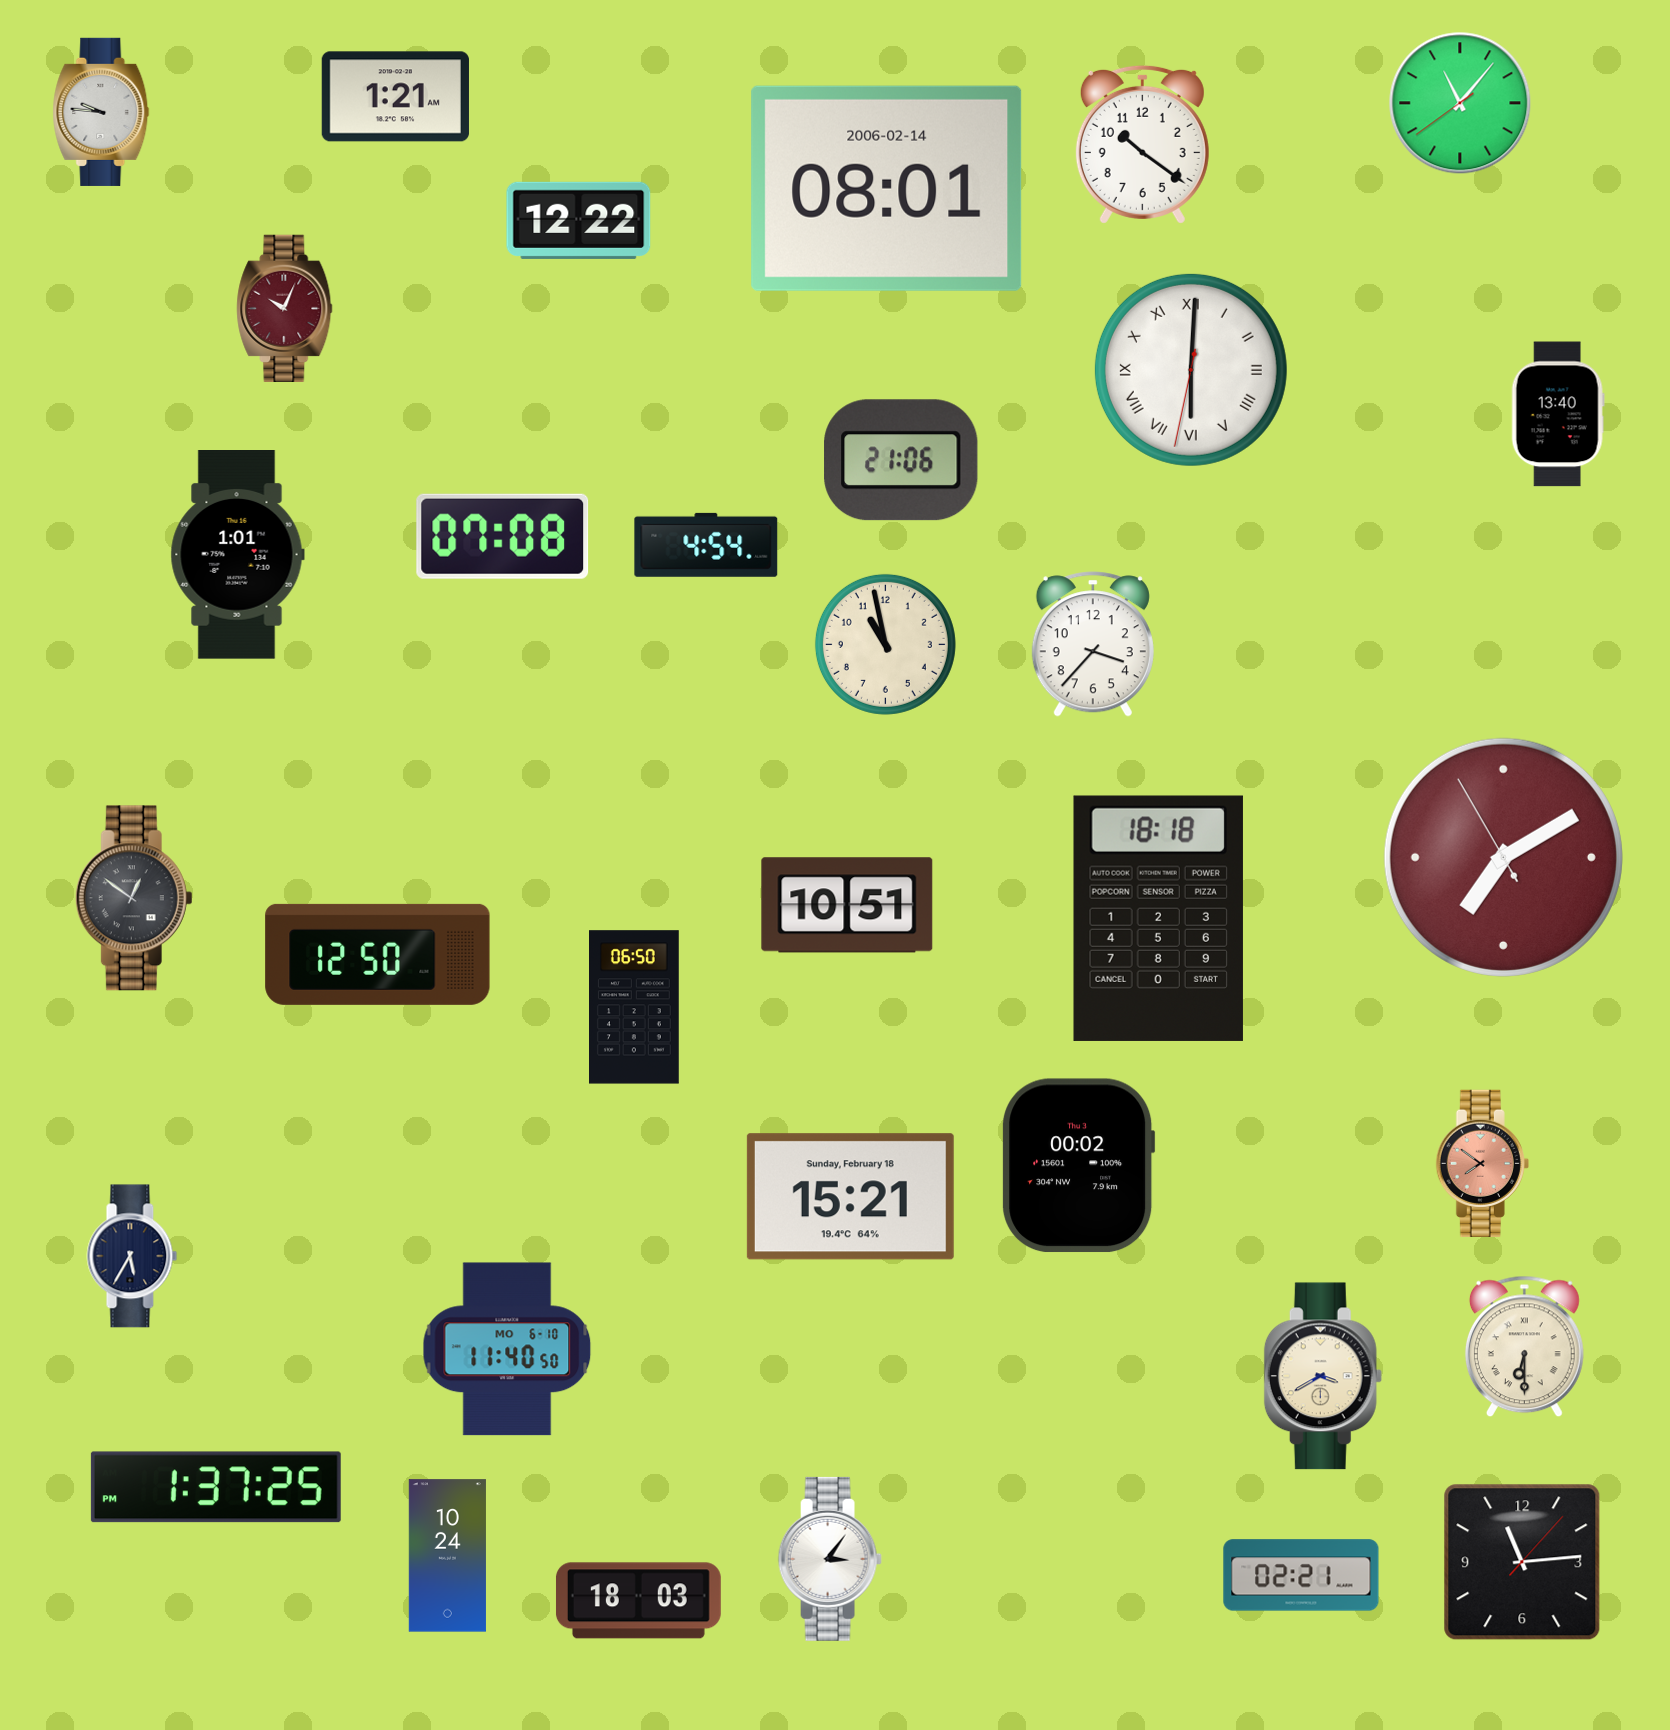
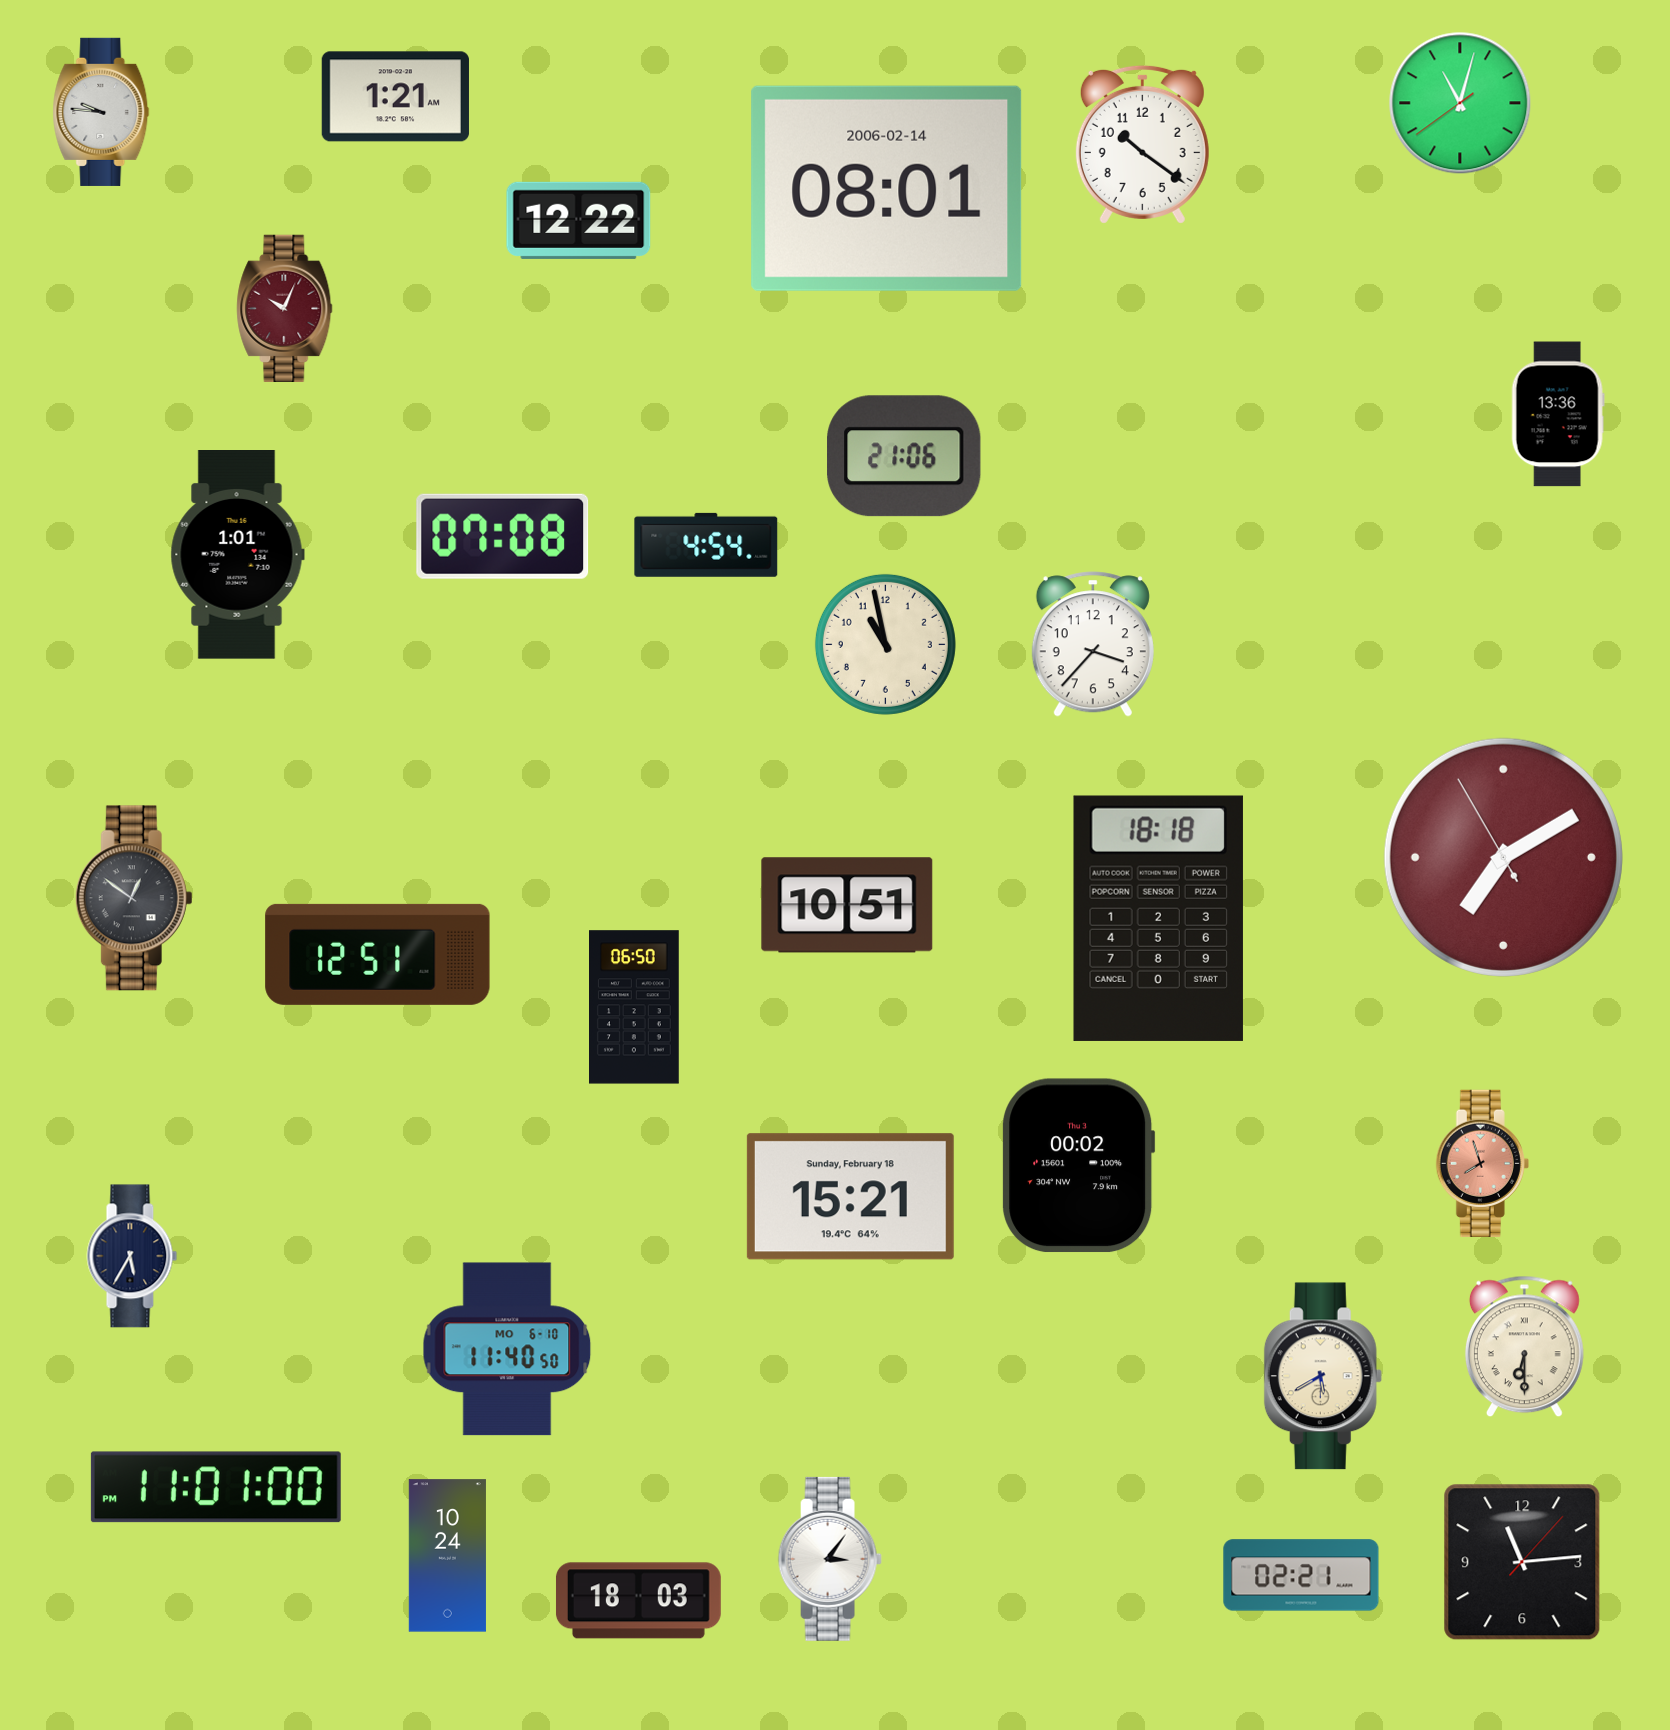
clock at (1460, 103): 11:06 -> 11:02
clock at (1191, 370): 6:00 -> none
clock at (1558, 414): 13:40 -> 13:36
clock at (901, 460) position: (901, 460) -> (904, 456)
clock at (378, 954): 12:50 -> 12:51
clock at (1482, 1163): 7:51 -> 7:57
clock at (1323, 1376): 3:40 -> 5:40
clock at (216, 1487): 1:37 -> 11:01
